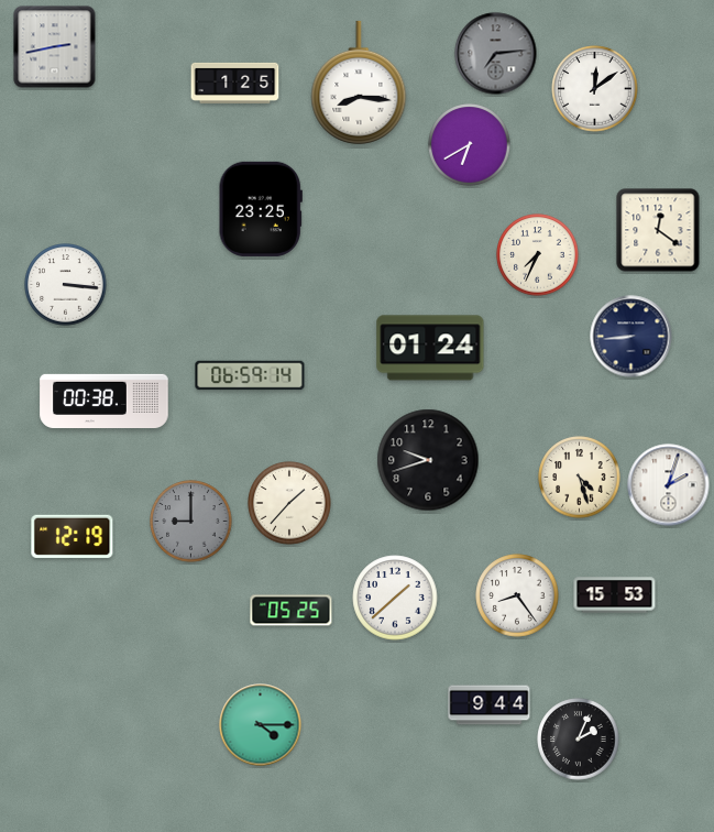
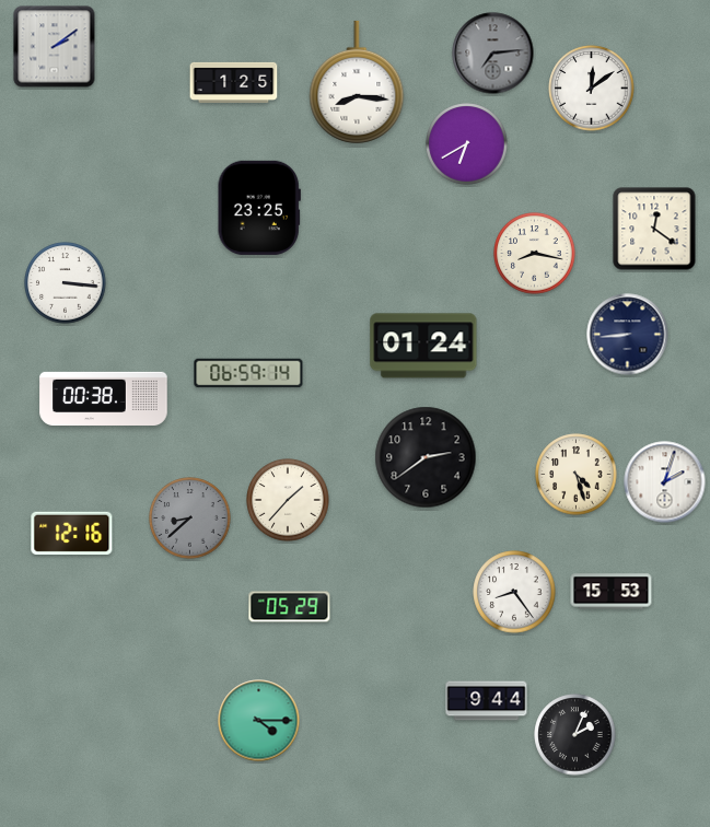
clock at (55, 47): 2:43 -> 2:09
clock at (538, 255): 7:34 -> 8:17
clock at (430, 348) position: (430, 348) -> (423, 346)
clock at (428, 460): 9:42 -> 2:39
clock at (191, 522): 9:00 -> 8:38
clock at (73, 536): 12:19 -> 12:16
clock at (395, 598): 1:38 -> none
clock at (292, 611): 05:25 -> 05:29
